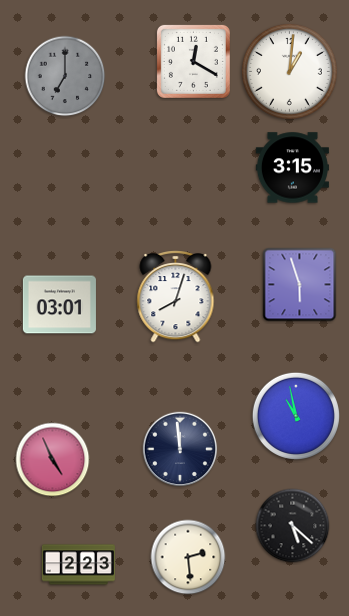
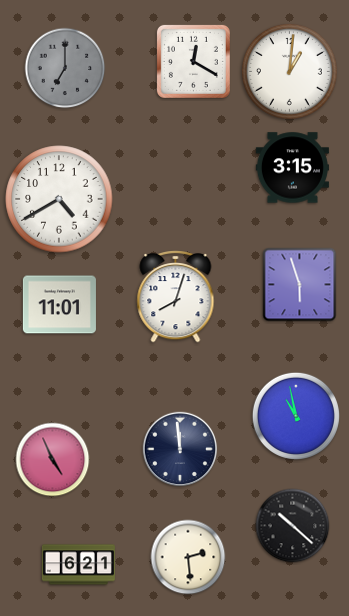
clock at (65, 76) position: (65, 76) -> (65, 68)
clock at (59, 199): none -> 4:40
clock at (59, 305): 03:01 -> 11:01
clock at (293, 526): 5:22 -> 10:22
clock at (78, 565): 2:23 -> 6:21
